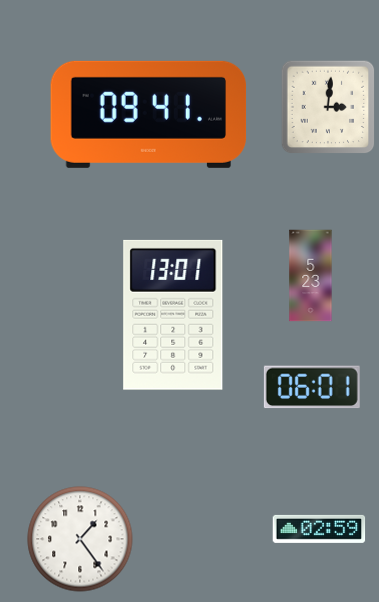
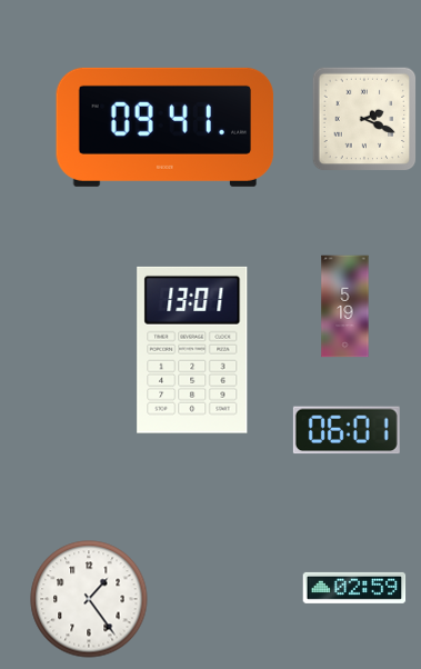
clock at (328, 107): 3:01 -> 2:19
clock at (311, 276): 5:23 -> 5:19
